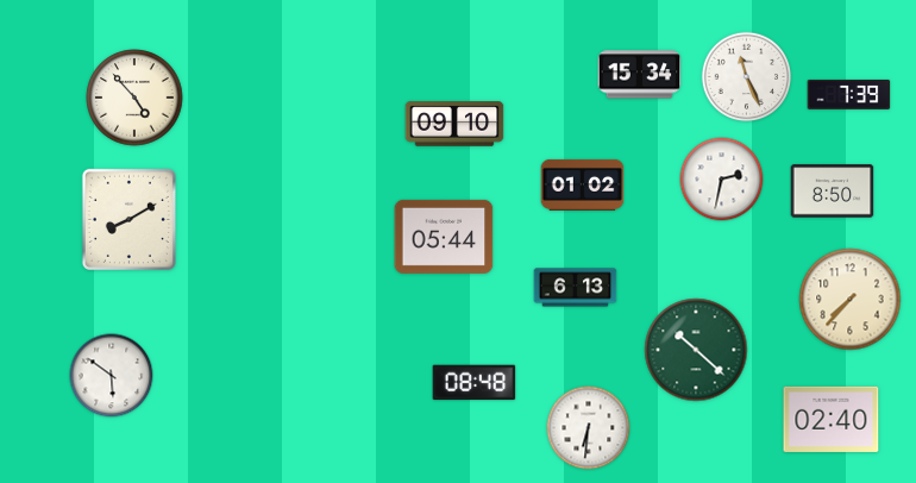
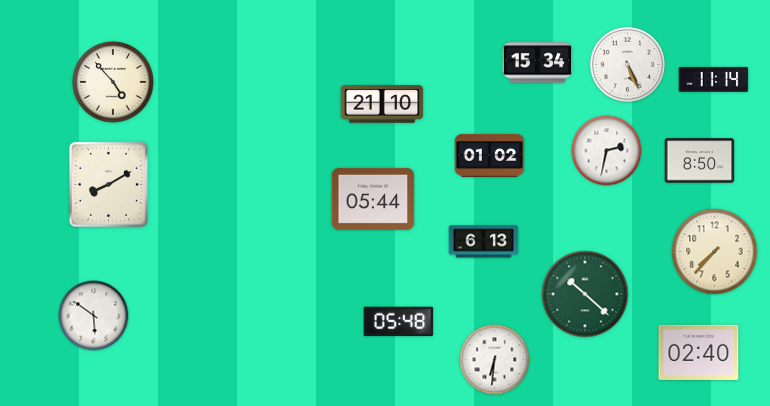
clock at (747, 77): 11:26 -> 5:26
clock at (849, 94): 7:39 -> 11:14
clock at (454, 124): 09:10 -> 21:10
clock at (475, 383): 08:48 -> 05:48
